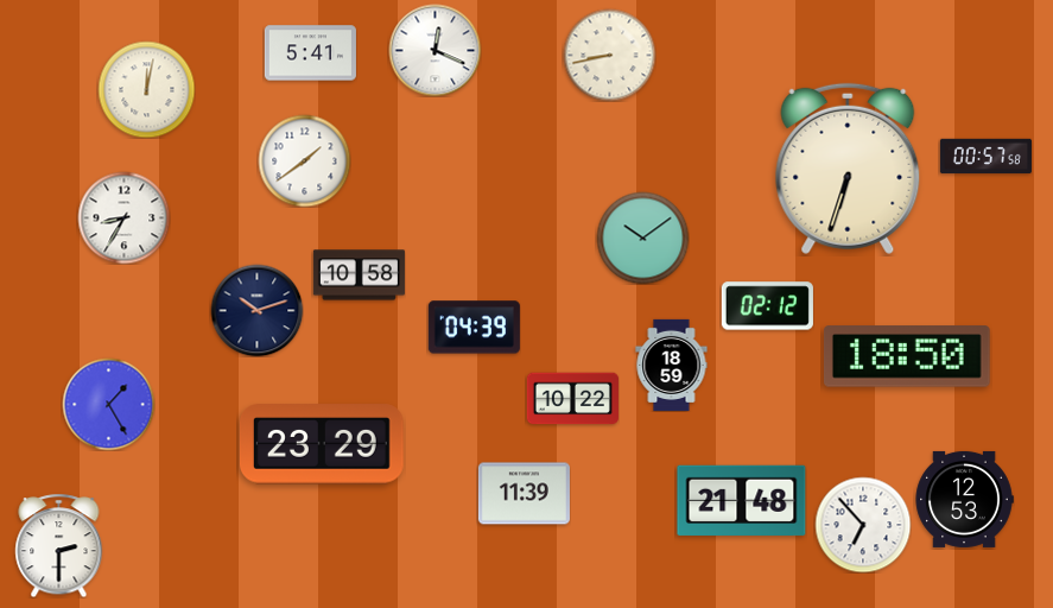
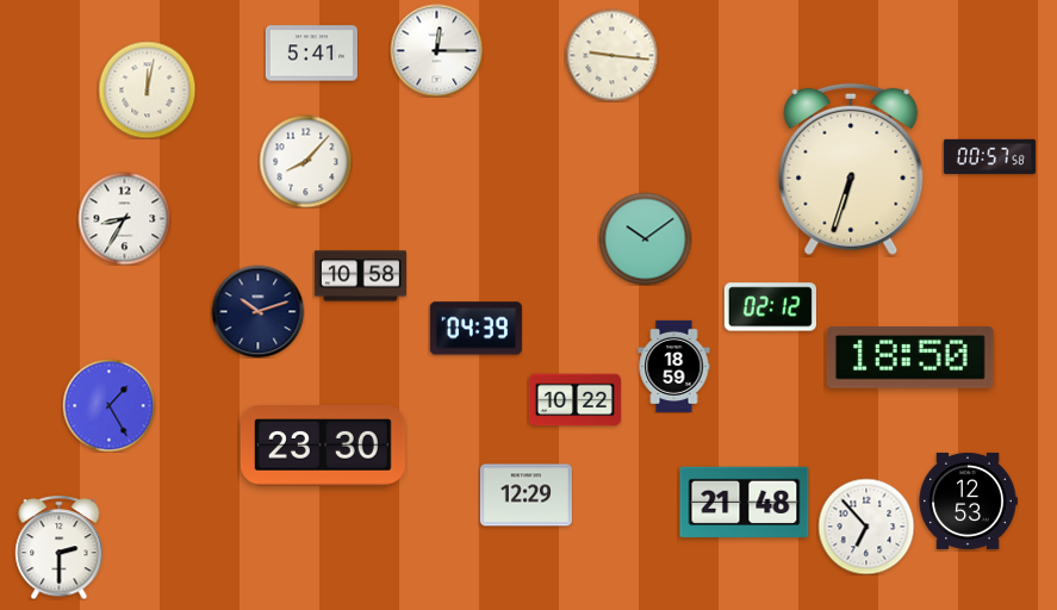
clock at (434, 50): 12:19 -> 12:15
clock at (609, 55): 8:43 -> 9:16
clock at (304, 160): 1:39 -> 8:07
clock at (322, 444): 23:29 -> 23:30
clock at (524, 494): 11:39 -> 12:29
